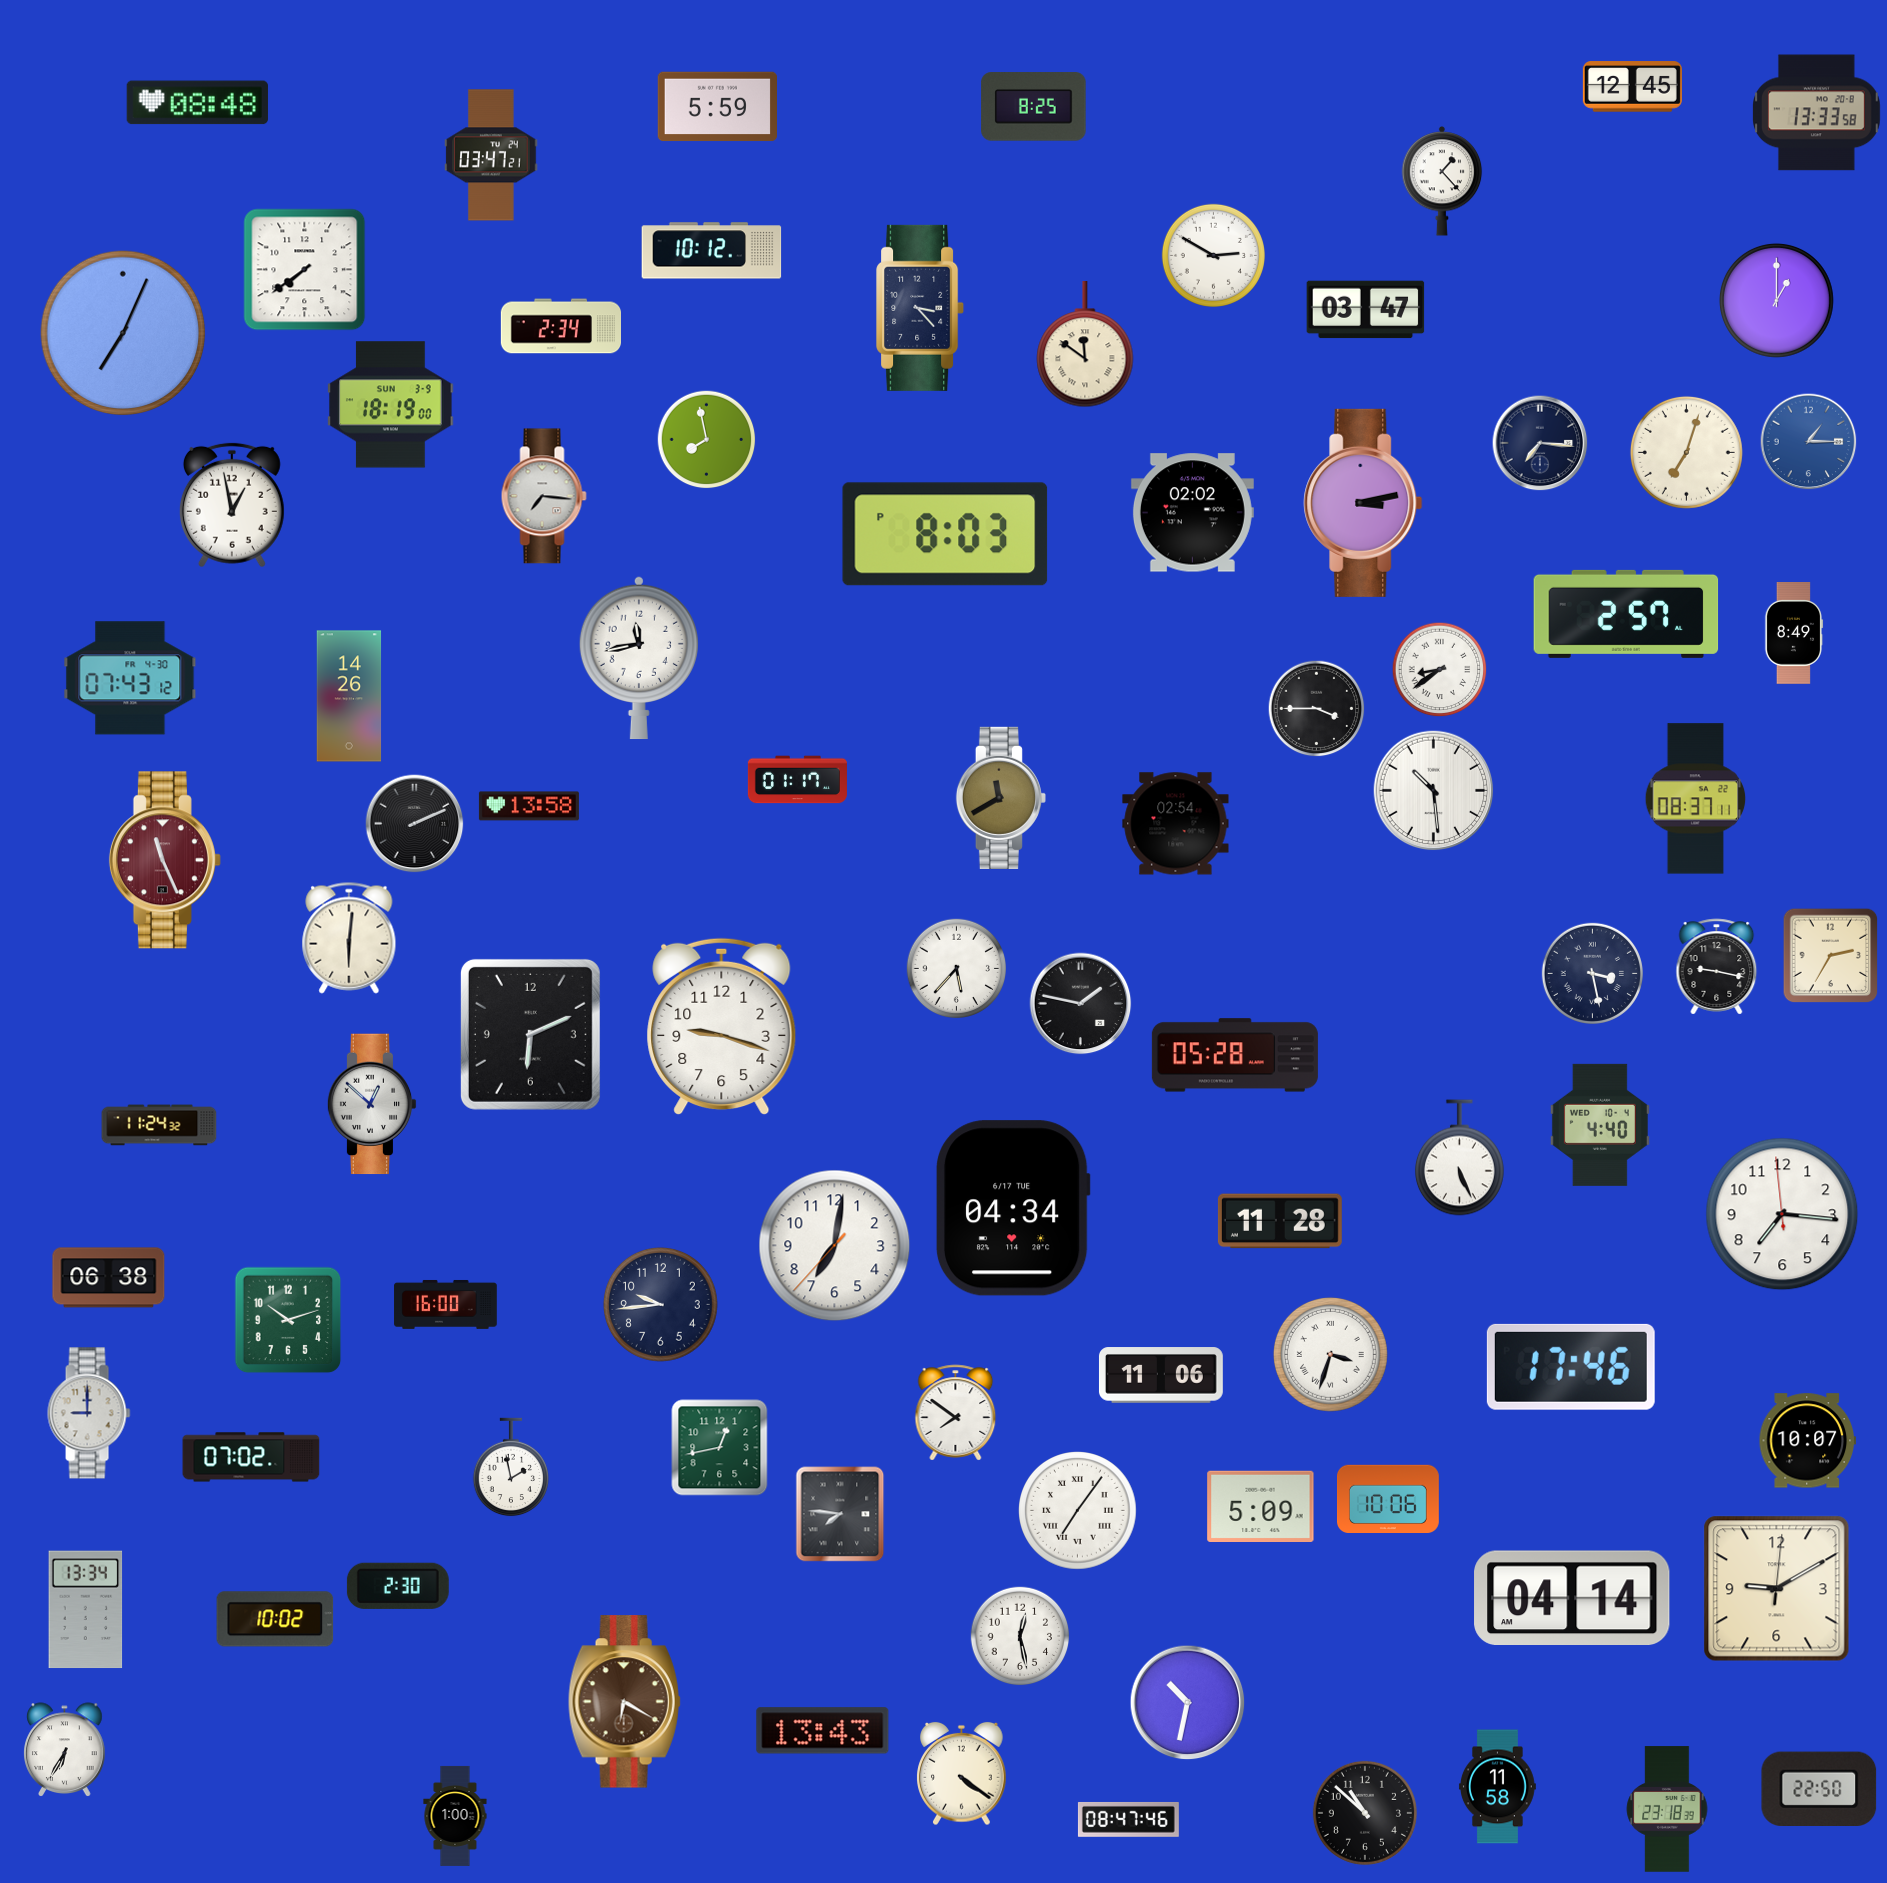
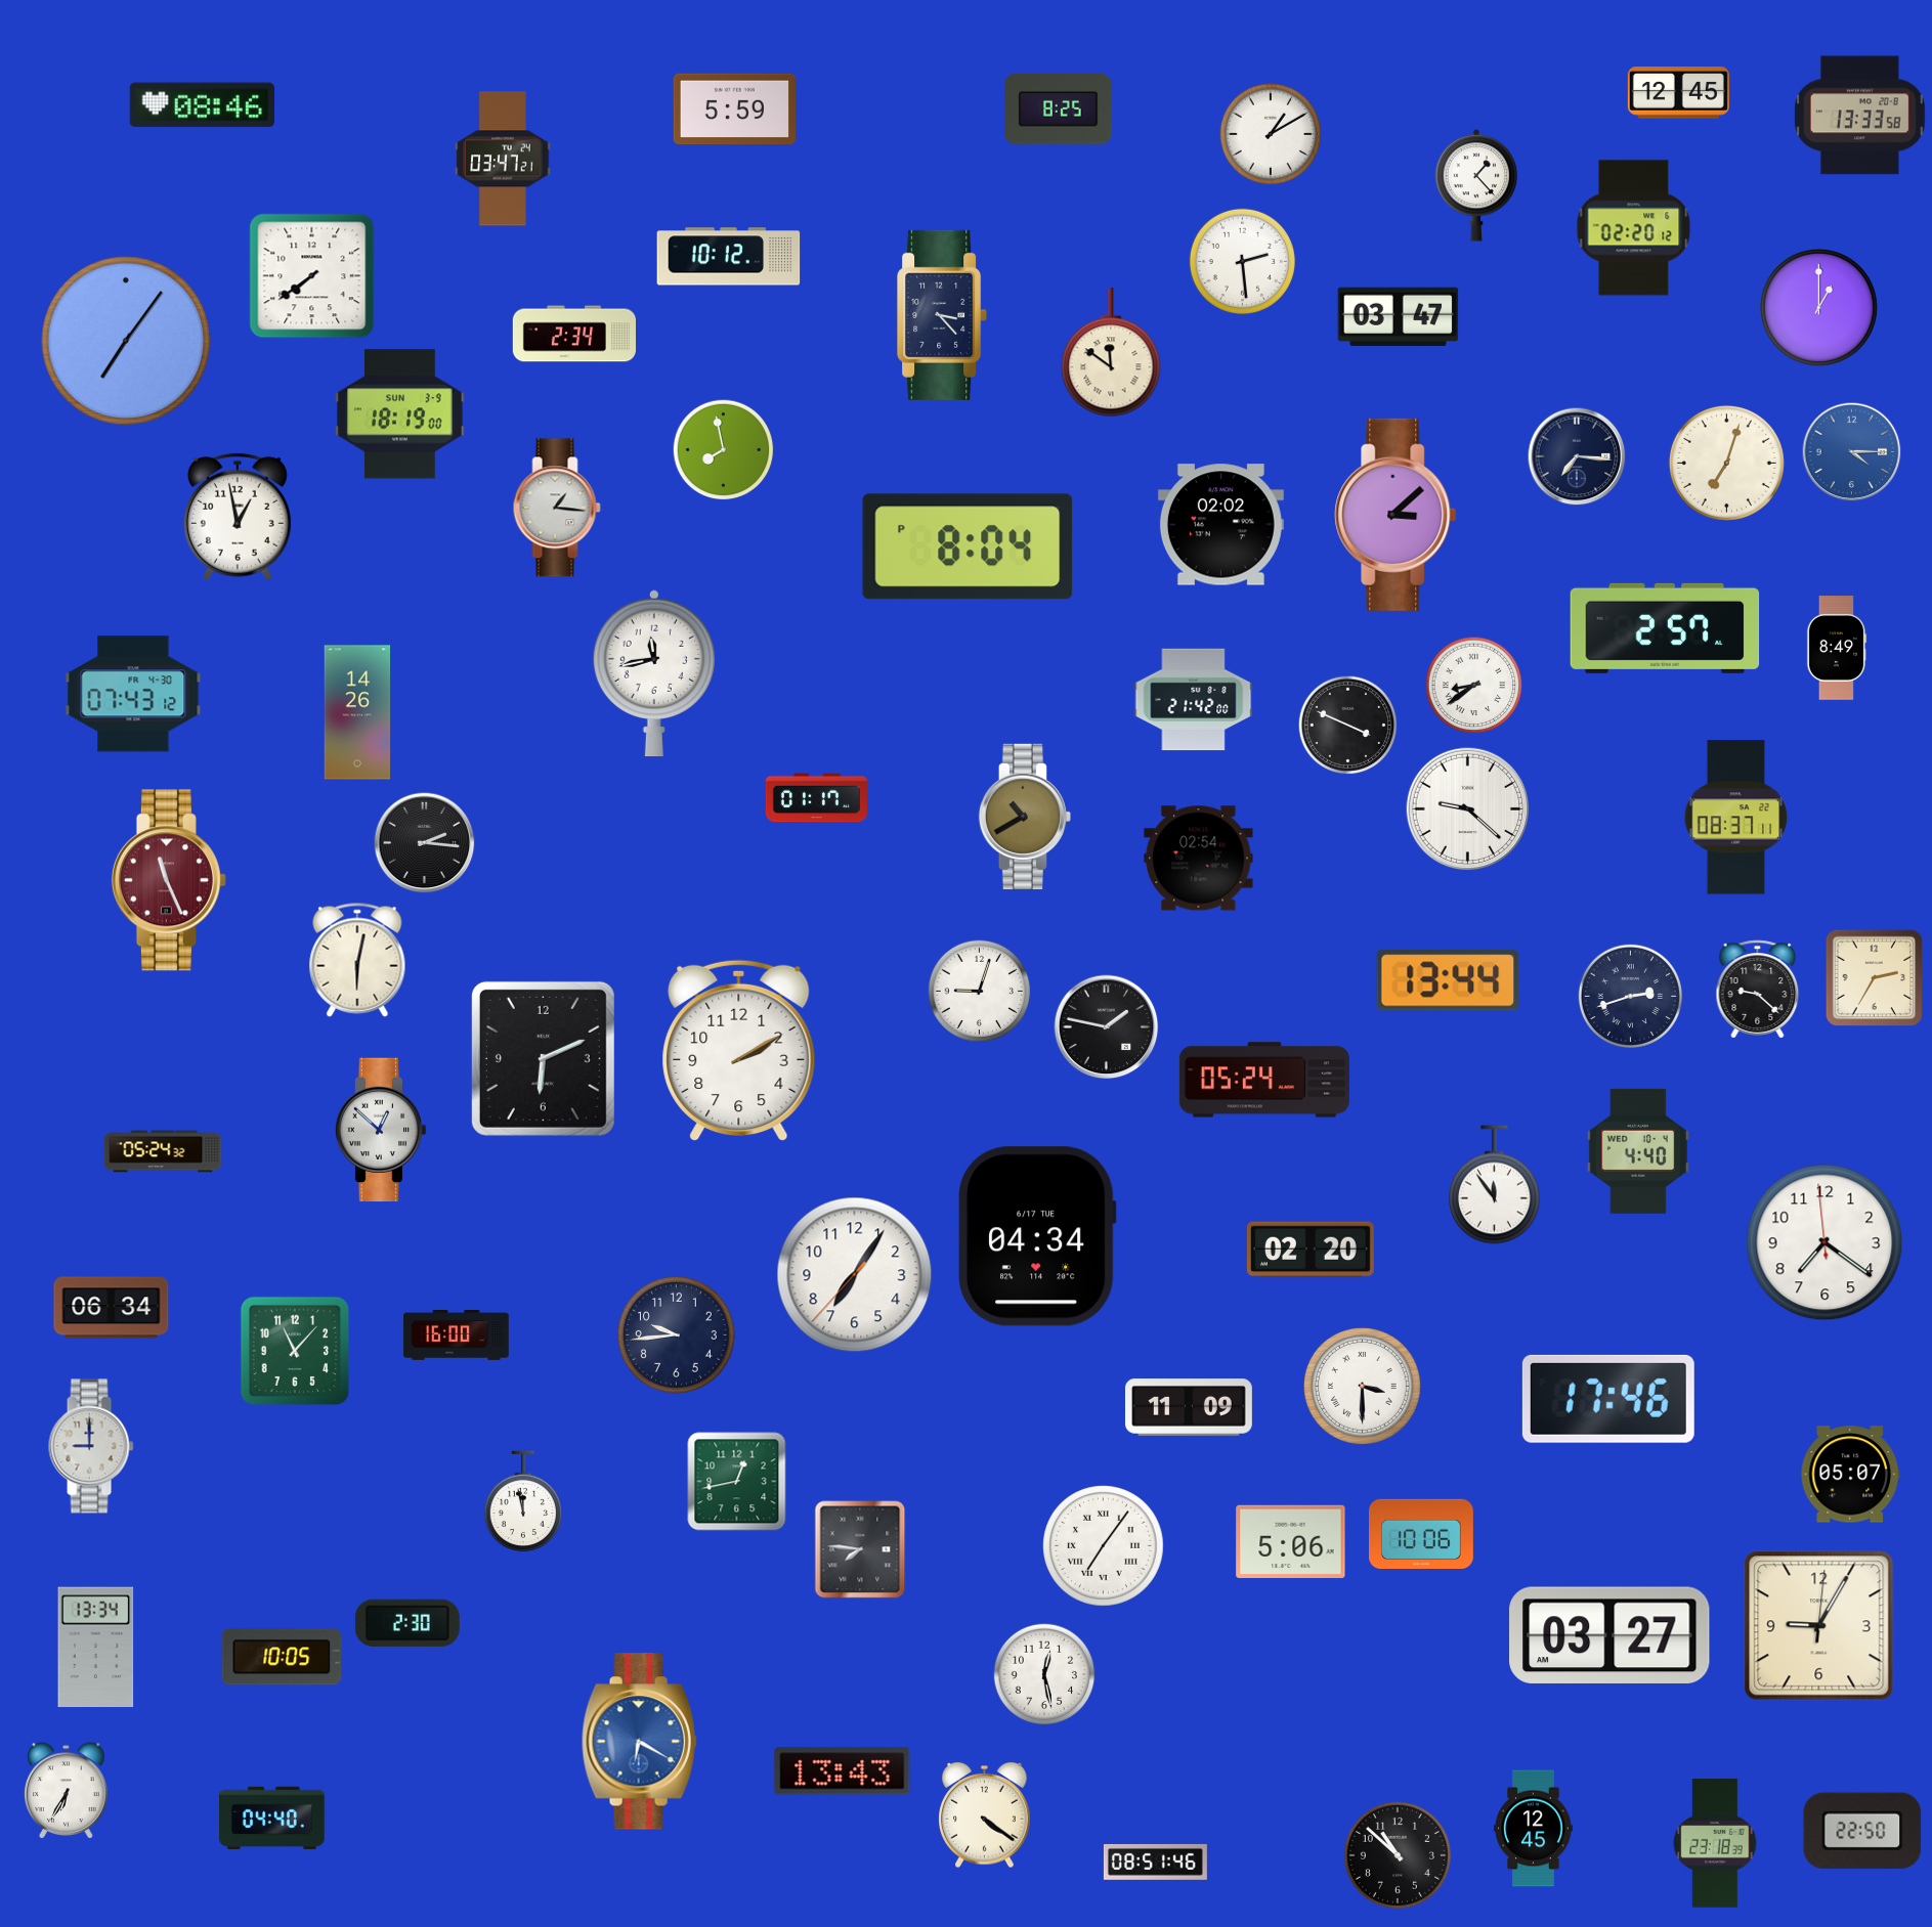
clock at (1632, 87) position: (1632, 87) -> (1678, 93)
clock at (197, 103): 08:48 -> 08:46
clock at (1271, 134): none -> 1:10
clock at (1634, 228): none -> 02:20
clock at (1213, 255): 2:50 -> 2:29
clock at (123, 333): 7:04 -> 7:06
clock at (1809, 442): 1:15 -> 4:15
clock at (1540, 443) position: (1540, 443) -> (1577, 456)
clock at (544, 496): 7:16 -> 1:16
clock at (1363, 503): 3:13 -> 3:08
clock at (945, 534): 8:03 -> 8:04
clock at (1194, 700): none -> 21:42
clock at (1317, 709): 3:45 -> 3:49
clock at (1434, 791): 10:29 -> 9:22
clock at (1001, 798): 11:40 -> 10:40
clock at (529, 806): 13:58 -> none
clock at (415, 824): 2:11 -> 2:16
clock at (1176, 824) position: (1176, 824) -> (1199, 859)
clock at (349, 938): 6:01 -> 6:02
clock at (1448, 980): none -> 13:44
clock at (1717, 967): 9:17 -> 9:22
clock at (956, 968): 5:37 -> 9:03
clock at (1592, 973): 3:28 -> 2:42
clock at (722, 1027): 9:18 -> 2:10
clock at (1235, 1055): 05:28 -> 05:24
clock at (159, 1125): 11:24 -> 05:24
clock at (1459, 1158): 5:26 -> 11:54
clock at (1782, 1214): 7:15 -> 7:20
clock at (1280, 1221): 11:28 -> 02:20
clock at (835, 1246): 7:01 -> 7:05
clock at (109, 1278): 06:38 -> 06:34
clock at (288, 1320): 10:12 -> 11:07
clock at (1330, 1354): 3:33 -> 3:30
clock at (1161, 1375): 11:06 -> 11:09
clock at (956, 1413): 7:51 -> none
clock at (1807, 1441): 10:07 -> 05:07
clock at (251, 1457): 07:02 -> none
clock at (510, 1467): 1:58 -> 11:58
clock at (1261, 1507): 5:09 -> 5:06
clock at (1777, 1589): 9:10 -> 9:05
clock at (1572, 1597): 04:14 -> 03:27
clock at (86, 1610) position: (86, 1610) -> (96, 1648)
clock at (275, 1619): 10:02 -> 10:05
clock at (624, 1702) dial: brown -> blue
clock at (1188, 1703): 10:32 -> none
clock at (272, 1817): none -> 04:40
clock at (1497, 1787): 11:58 -> 12:45
clock at (1667, 1809) position: (1667, 1809) -> (1715, 1843)
clock at (455, 1816): 1:00 -> none
clock at (1128, 1819): 08:47 -> 08:51
